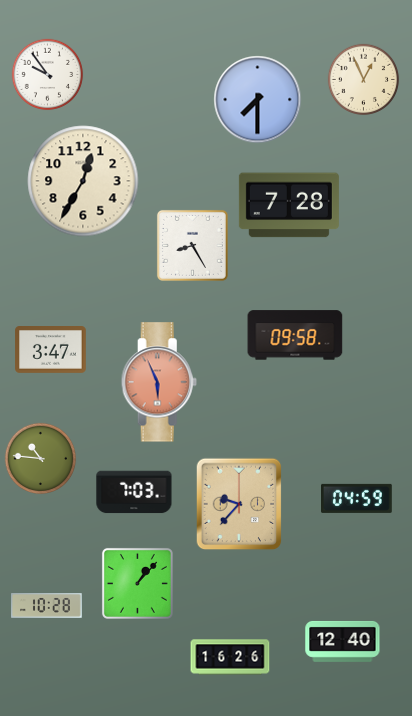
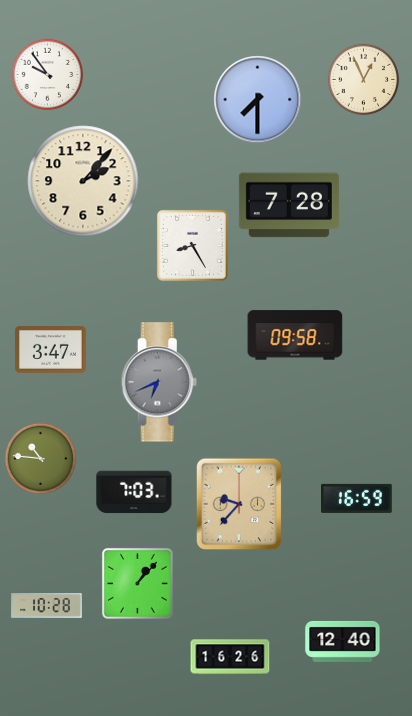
clock at (83, 181): 12:35 -> 2:07
clock at (159, 382): 5:56 -> 6:41
clock at (159, 382) dial: salmon -> grey
clock at (357, 498): 04:59 -> 16:59
